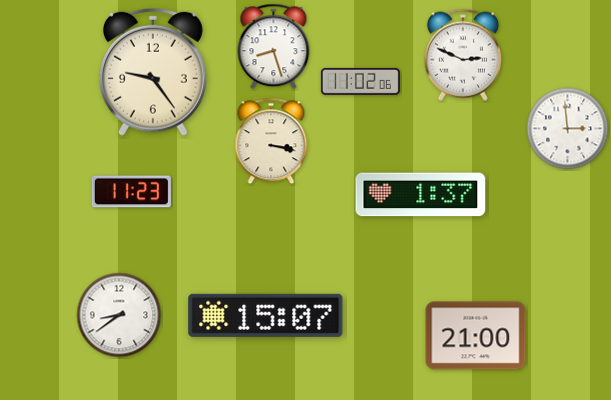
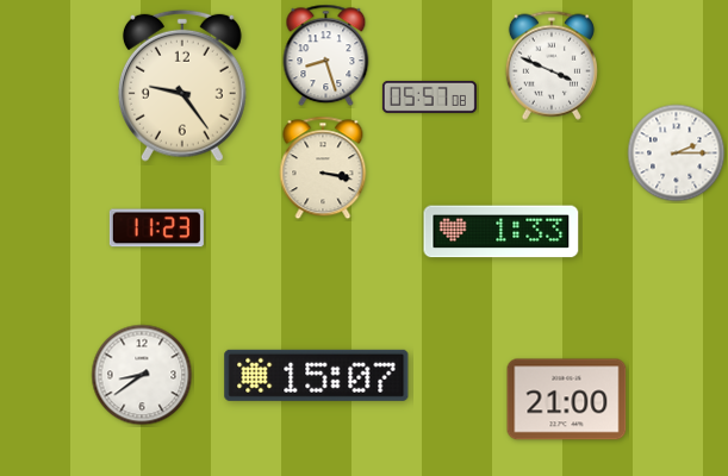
clock at (463, 55): 2:49 -> 3:49
clock at (360, 81): 11:02 -> 05:57
clock at (568, 129): 2:59 -> 2:15
clock at (421, 195): 1:37 -> 1:33
